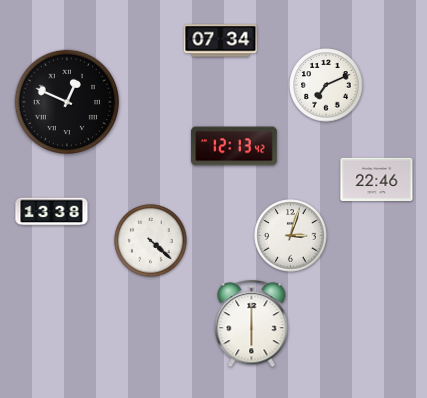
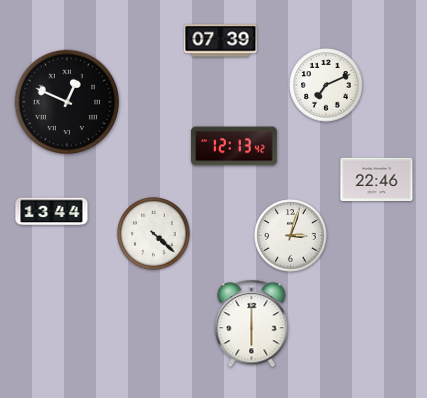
clock at (221, 41): 07:34 -> 07:39
clock at (52, 212): 13:38 -> 13:44
clock at (151, 241) position: (151, 241) -> (154, 234)
